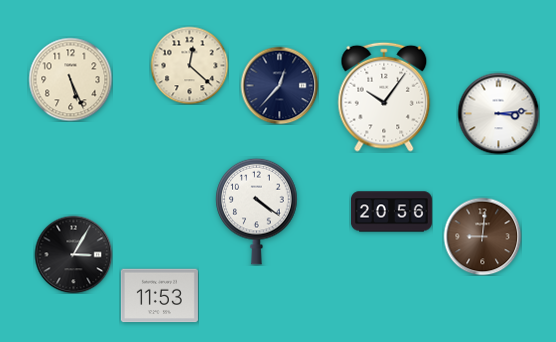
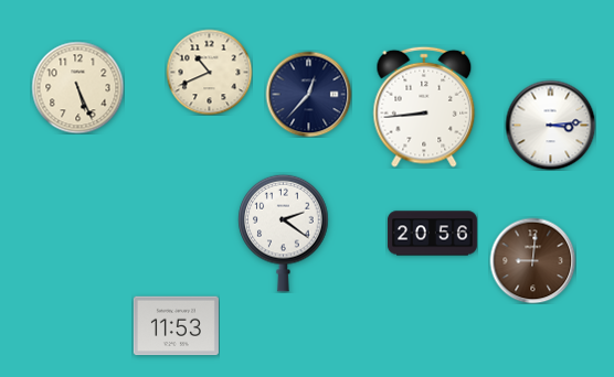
clock at (189, 65): 12:22 -> 10:41
clock at (384, 97): 10:06 -> 8:44
clock at (257, 211): 4:21 -> 2:21
clock at (73, 254): 3:05 -> none
